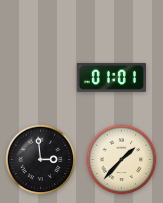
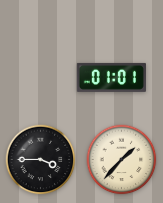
clock at (41, 160): 2:59 -> 3:45
